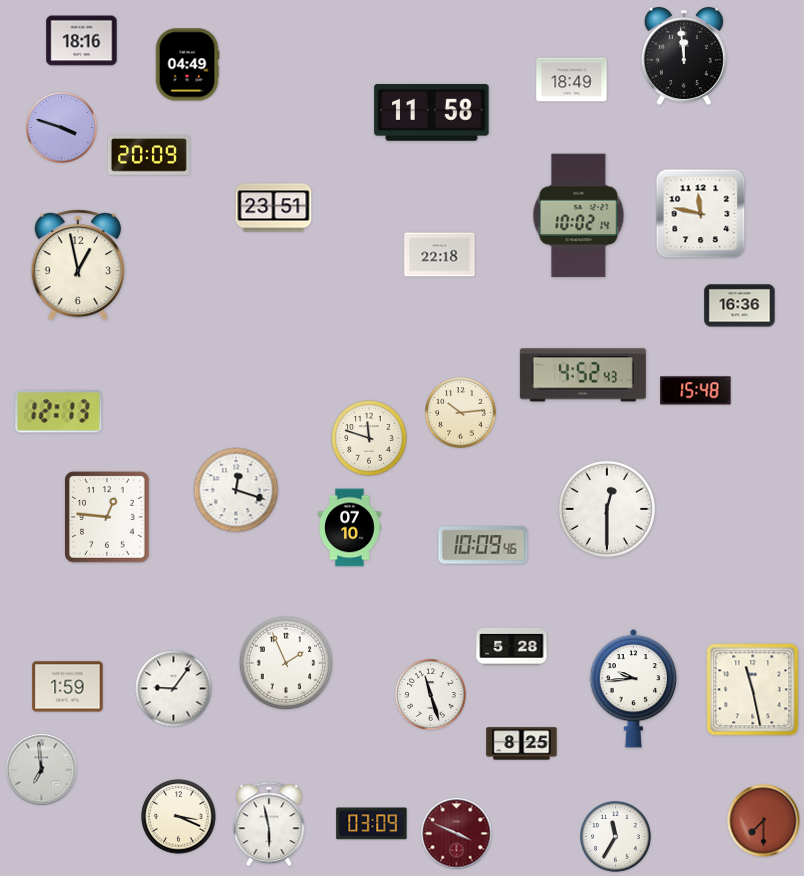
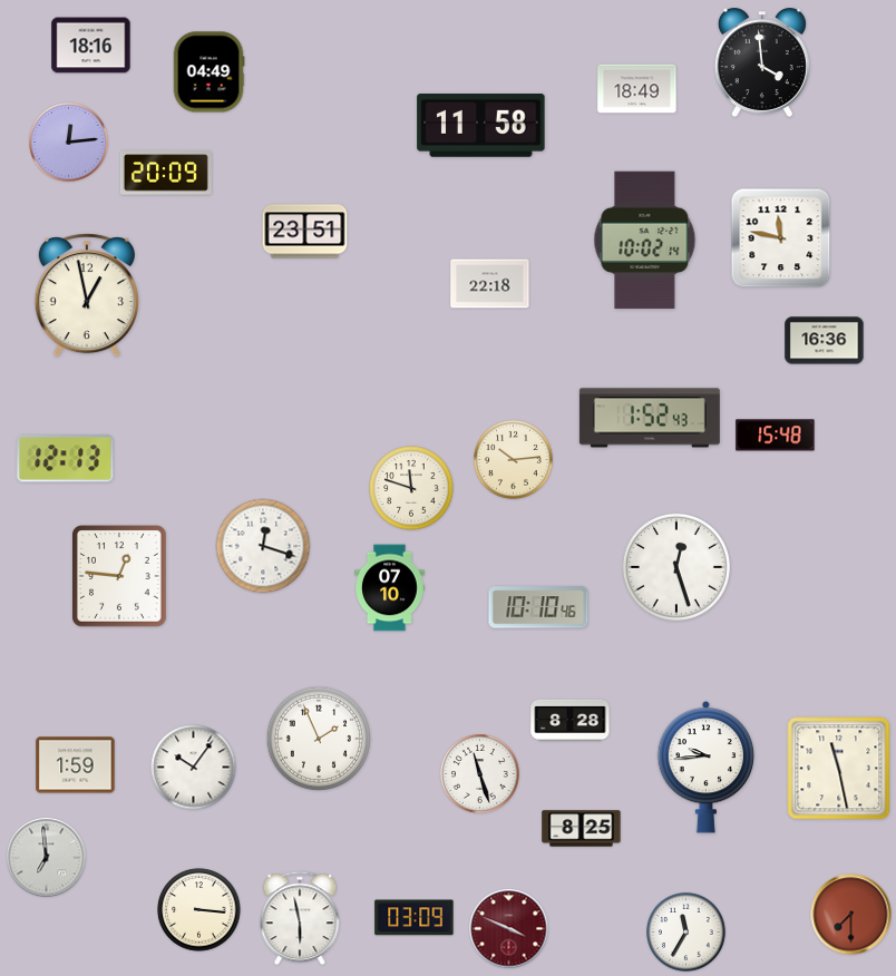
clock at (684, 56): 11:59 -> 3:59
clock at (62, 128): 3:48 -> 12:14
clock at (583, 375): 4:52 -> 1:52
clock at (607, 509): 12:30 -> 12:27
clock at (483, 545): 10:09 -> 10:10
clock at (512, 646): 5:28 -> 8:28
clock at (174, 689): 9:06 -> 10:06
clock at (179, 817): 3:19 -> 3:16
